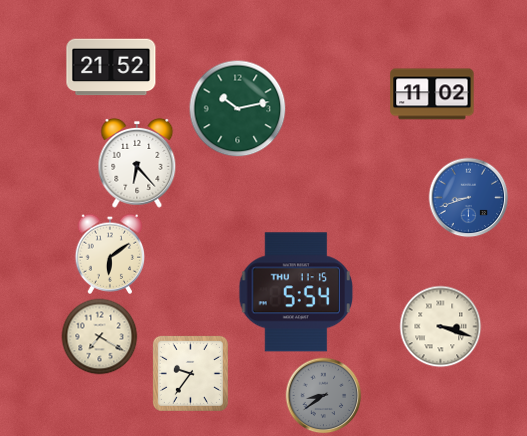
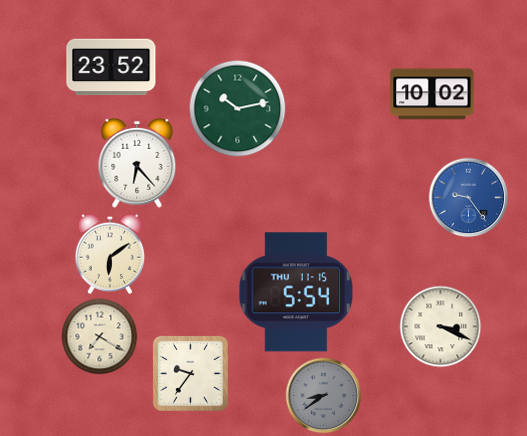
clock at (111, 67): 21:52 -> 23:52
clock at (432, 94): 11:02 -> 10:02
clock at (469, 198): 8:42 -> 9:24
clock at (441, 327): 3:18 -> 3:19
